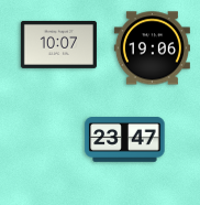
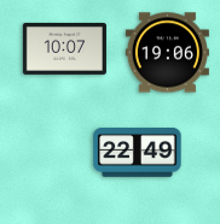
clock at (125, 140): 23:47 -> 22:49
